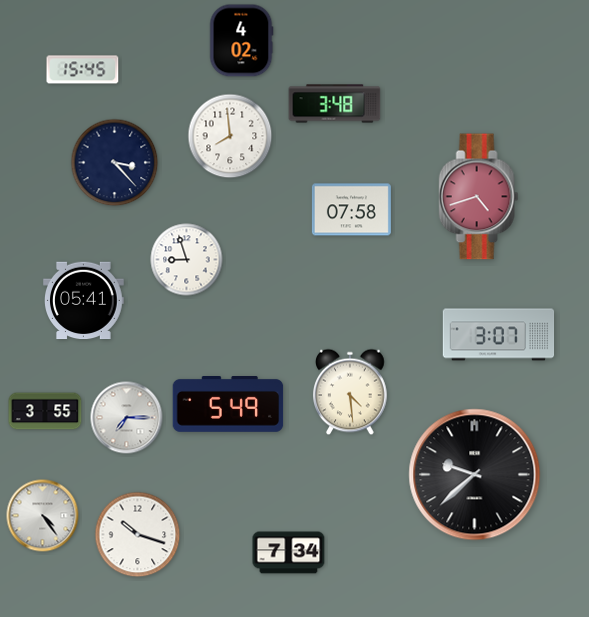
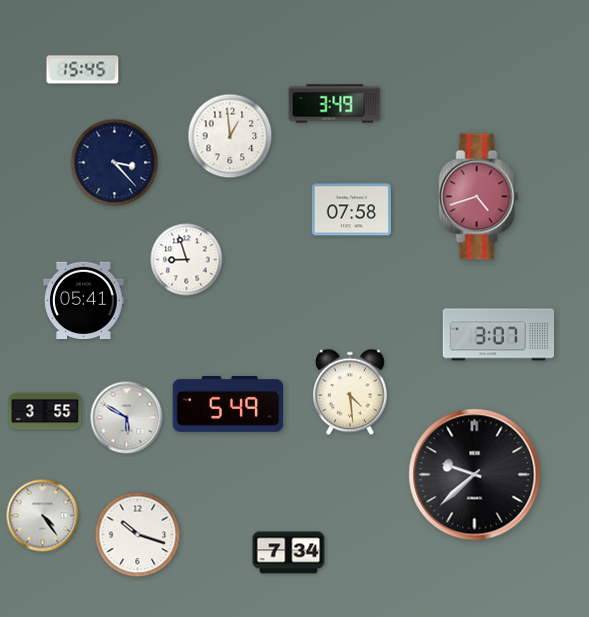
clock at (242, 41): 4:02 -> none
clock at (335, 104): 3:48 -> 3:49
clock at (230, 136): 7:59 -> 12:59
clock at (127, 418): 7:15 -> 5:50
